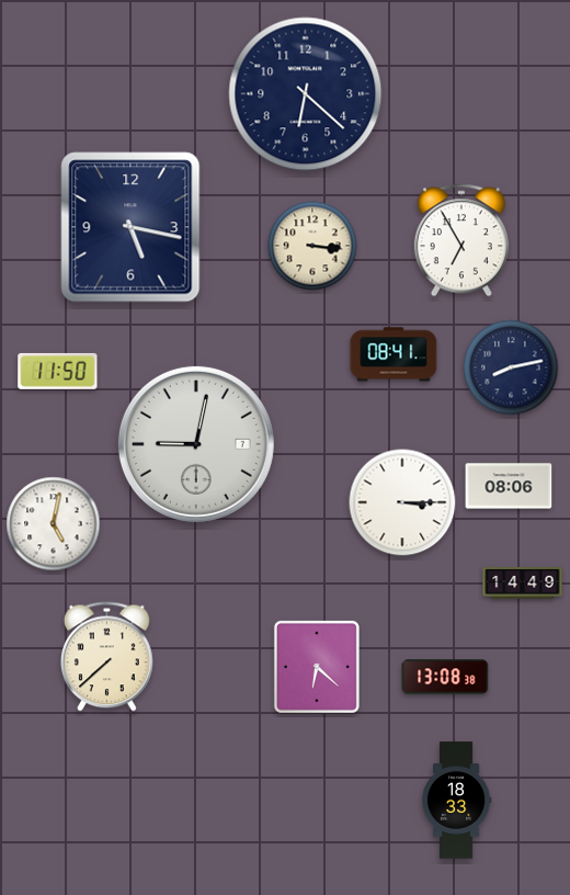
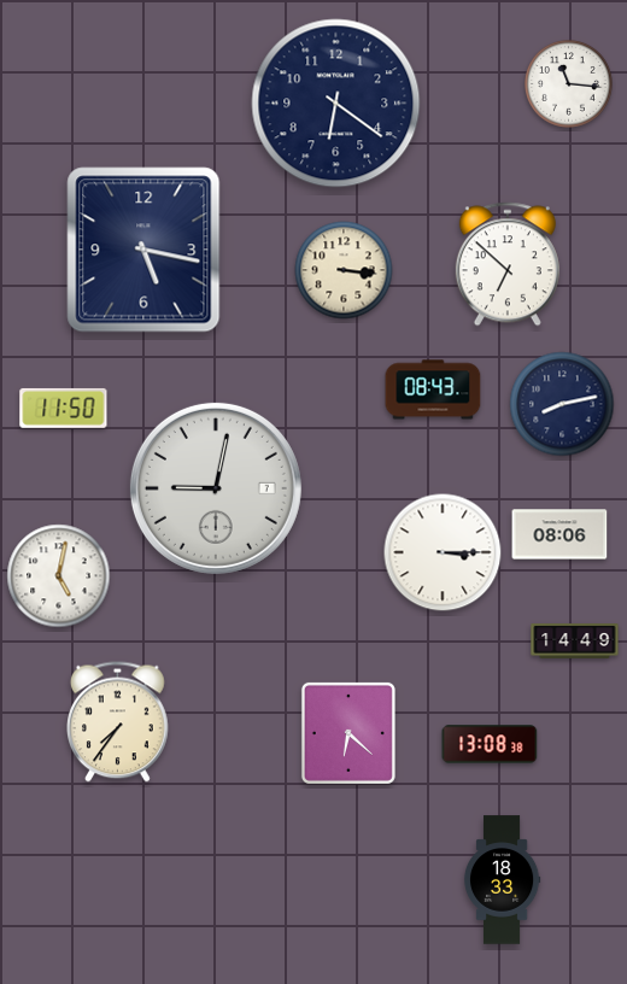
clock at (569, 84): none -> 11:16
clock at (306, 94): 6:22 -> 6:21
clock at (461, 240): 6:55 -> 6:52
clock at (394, 354): 08:41 -> 08:43
clock at (107, 657): 7:38 -> 7:36
